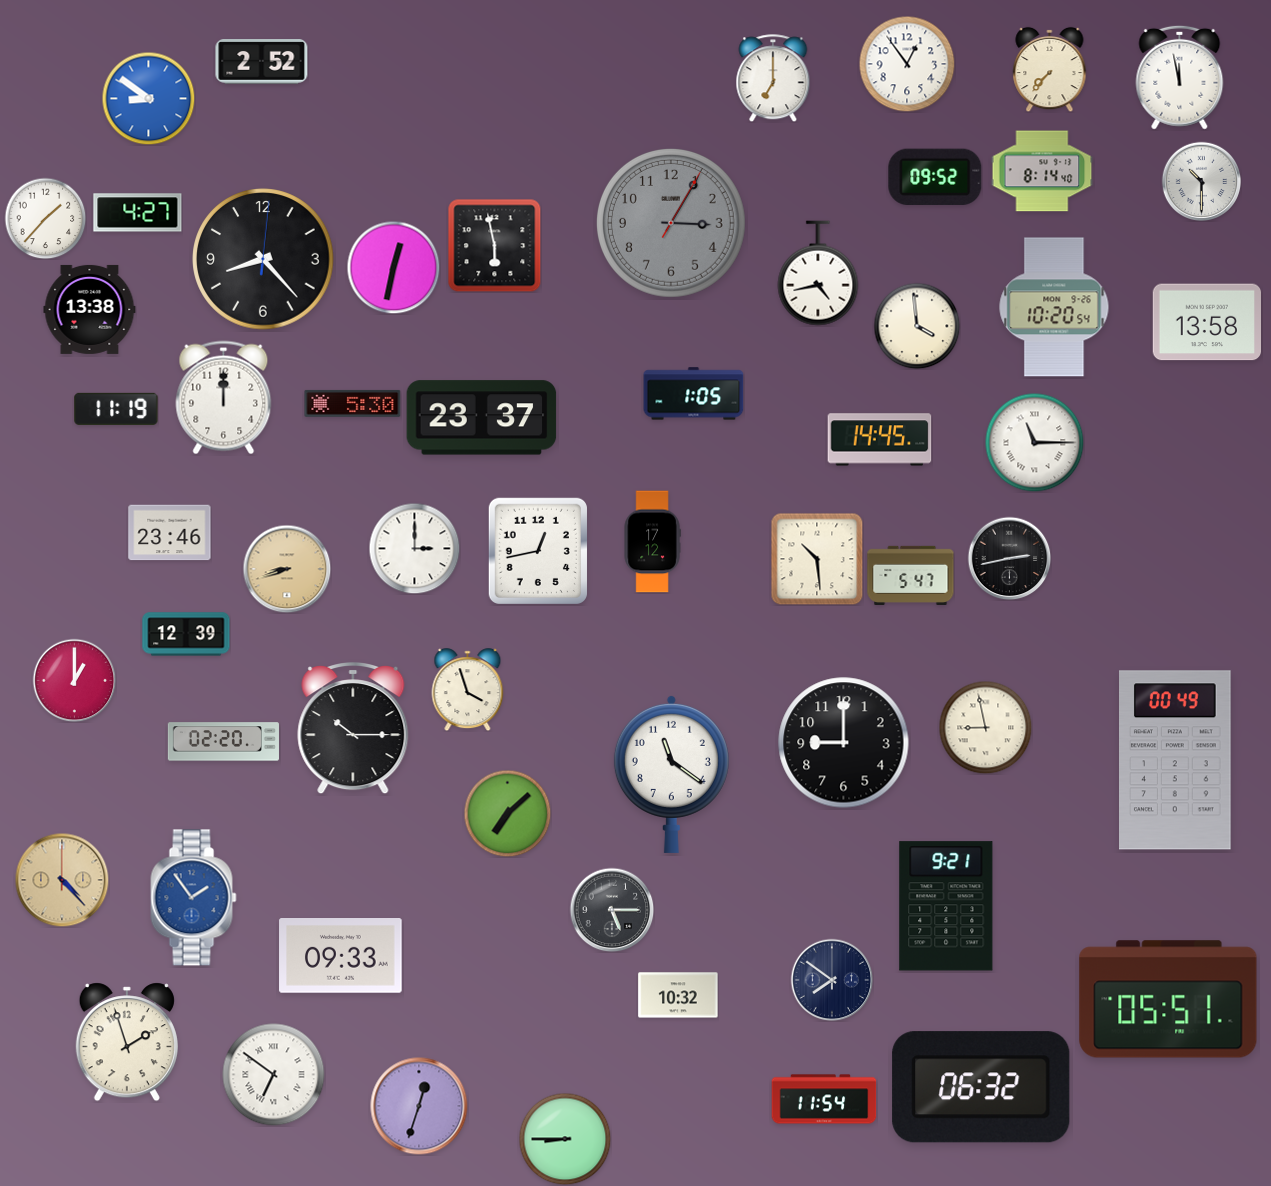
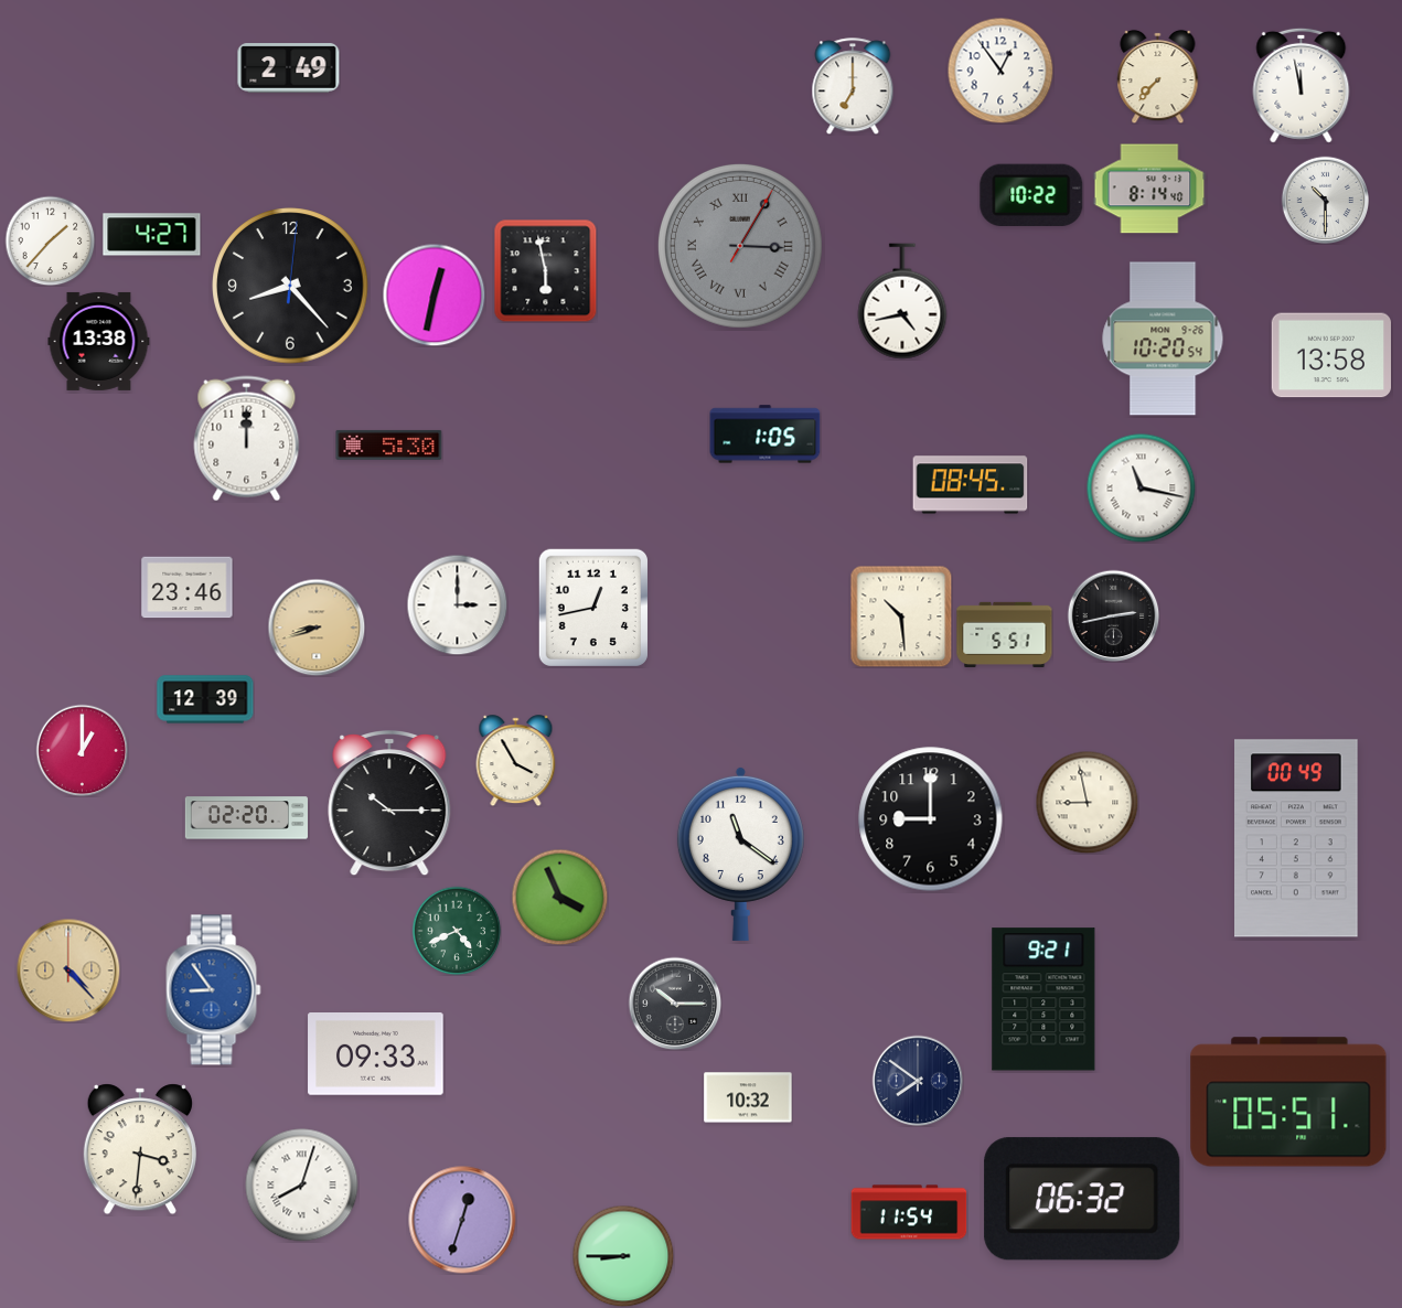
clock at (262, 62): 2:52 -> 2:49
clock at (148, 98): 8:51 -> none
clock at (935, 177): 09:52 -> 10:22
clock at (671, 223) numerals: Arabic -> Roman
clock at (917, 326): 3:59 -> none
clock at (116, 409): 11:19 -> none
clock at (482, 418): 23:37 -> none
clock at (880, 440): 14:45 -> 08:45
clock at (1035, 443): 11:15 -> 11:17
clock at (652, 542): 17:12 -> none
clock at (911, 575): 5:47 -> 5:51
clock at (468, 690): 3:57 -> 3:55
clock at (507, 813): 7:08 -> 3:56
clock at (457, 931): none -> 4:41
clock at (194, 898): 1:54 -> 8:54
clock at (612, 910): 5:15 -> 10:15
clock at (127, 1042): 1:57 -> 3:31
clock at (274, 1075): 6:51 -> 8:03
